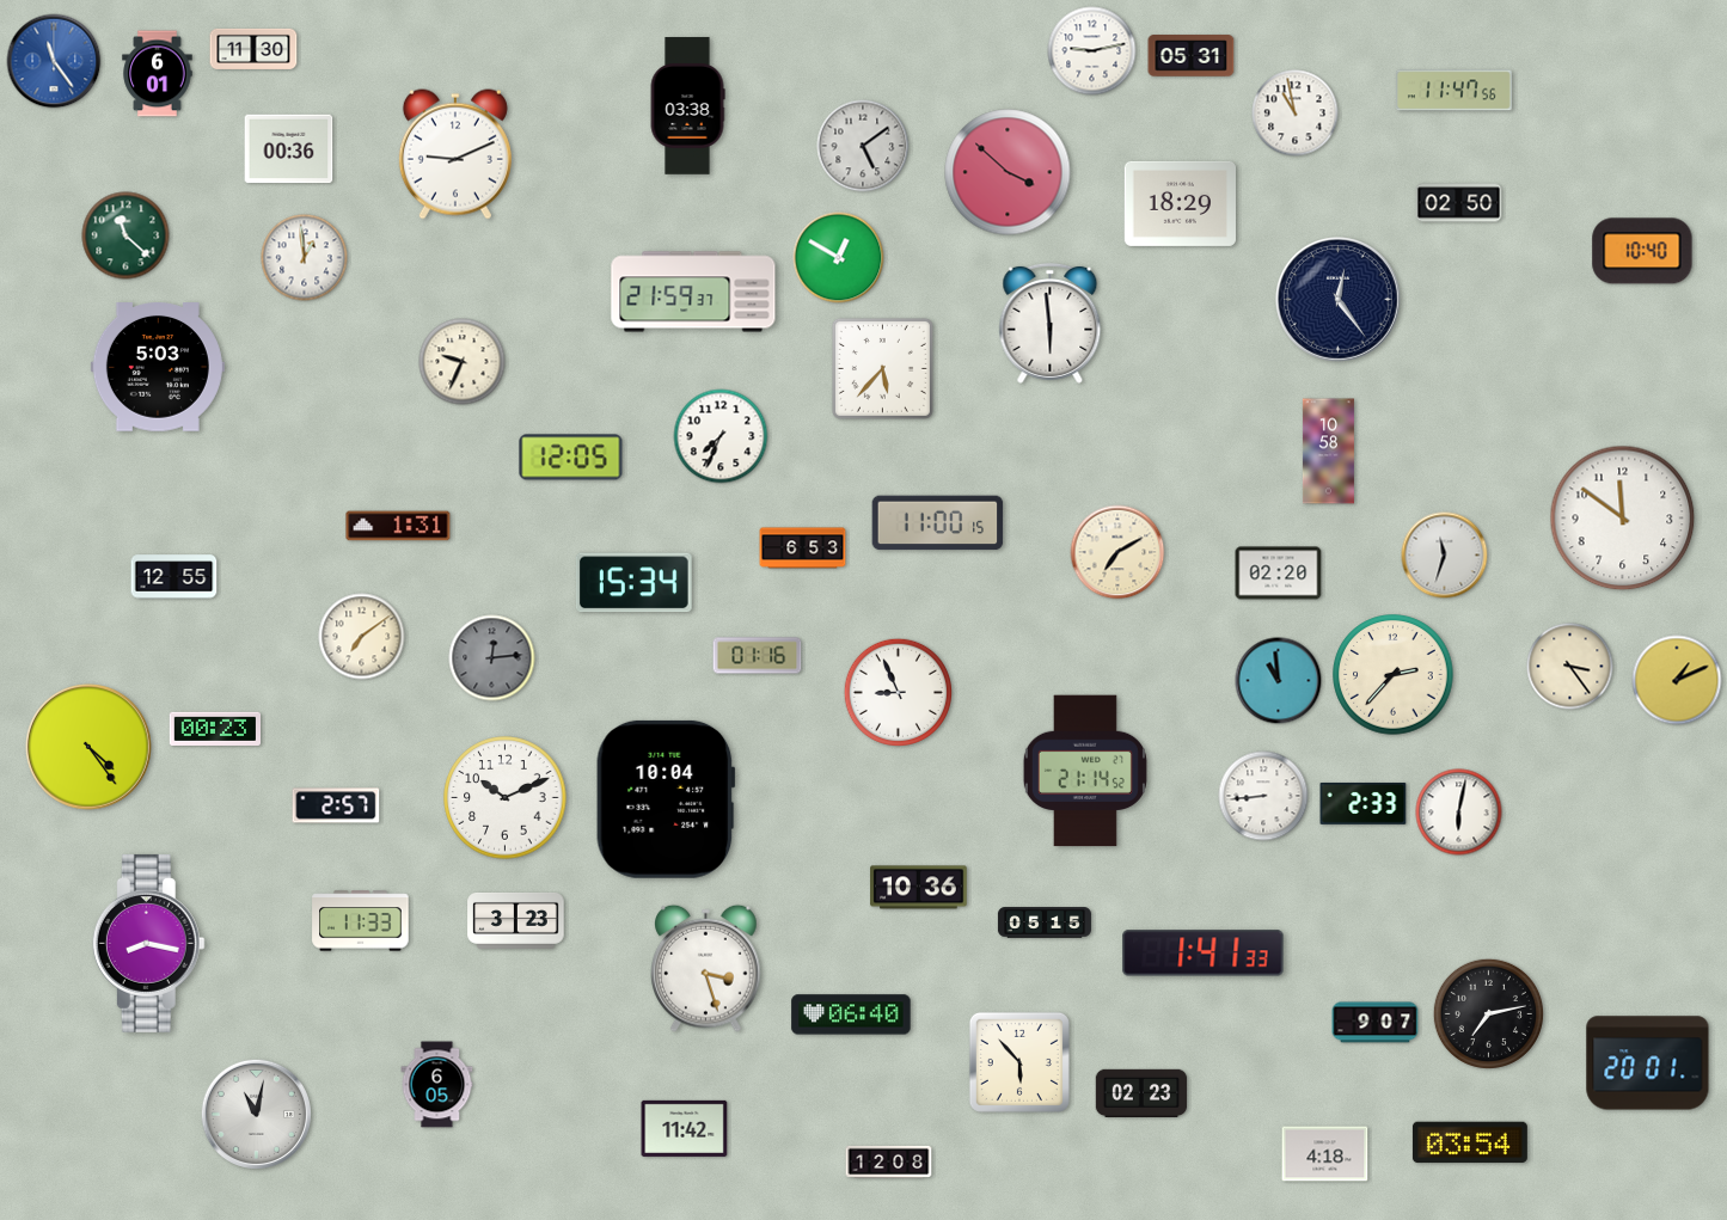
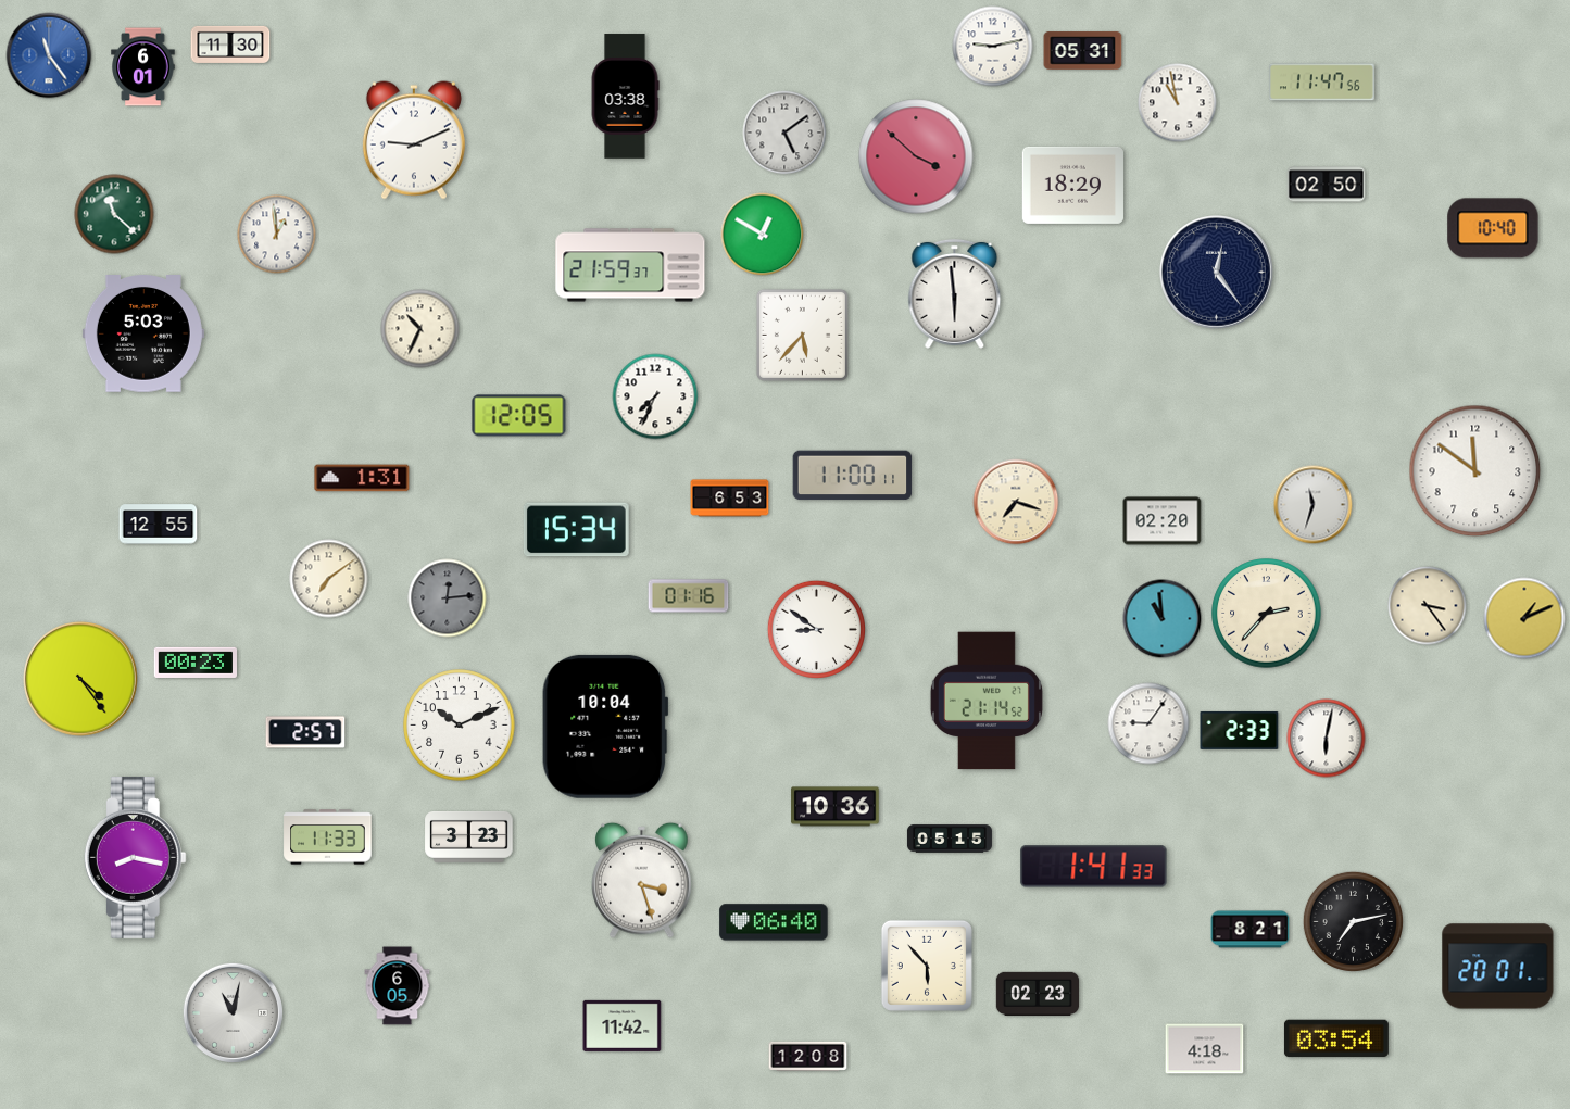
clock at (289, 149): 00:36 -> none
clock at (463, 362): 9:34 -> 10:34
clock at (1328, 452): 10:58 -> none
clock at (938, 523): 11:00:15 -> 11:00:11
clock at (1117, 552): 7:10 -> 7:18
clock at (899, 693): 8:56 -> 8:51
clock at (1263, 796): 8:44 -> 9:06
clock at (1376, 1023): 9:07 -> 8:21
